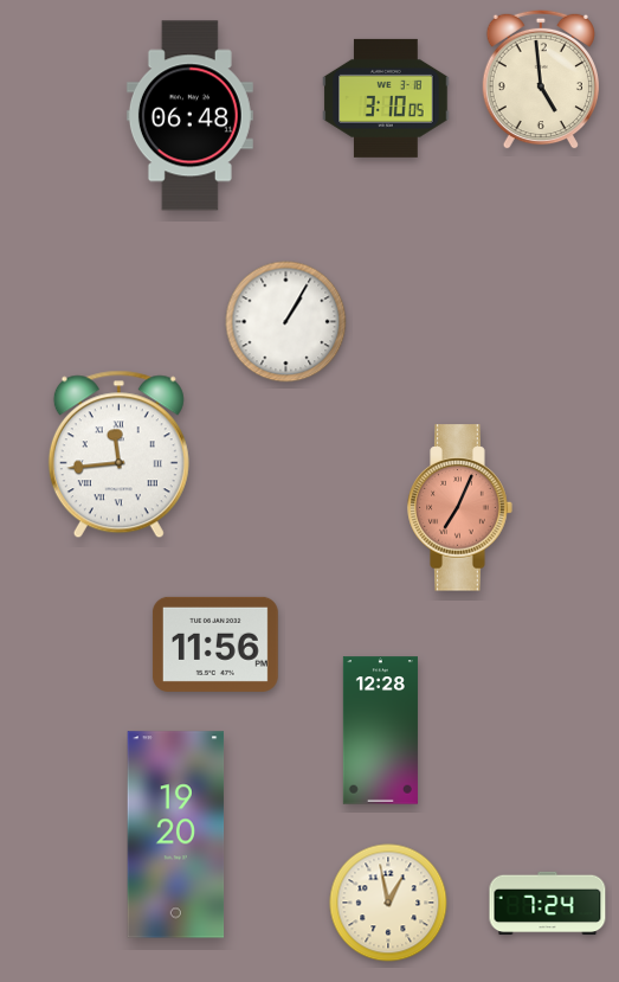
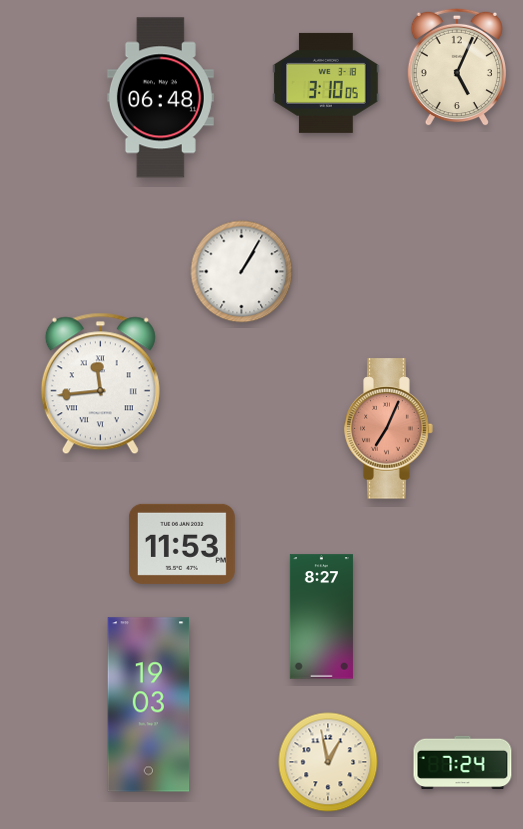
clock at (541, 79): 4:59 -> 5:04
clock at (215, 644): 11:56 -> 11:53
clock at (380, 731): 12:28 -> 8:27
clock at (176, 835): 19:20 -> 19:03
